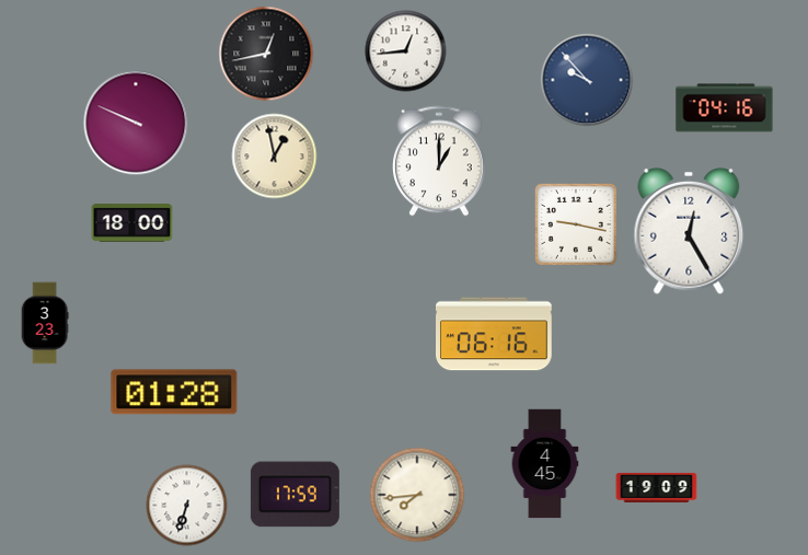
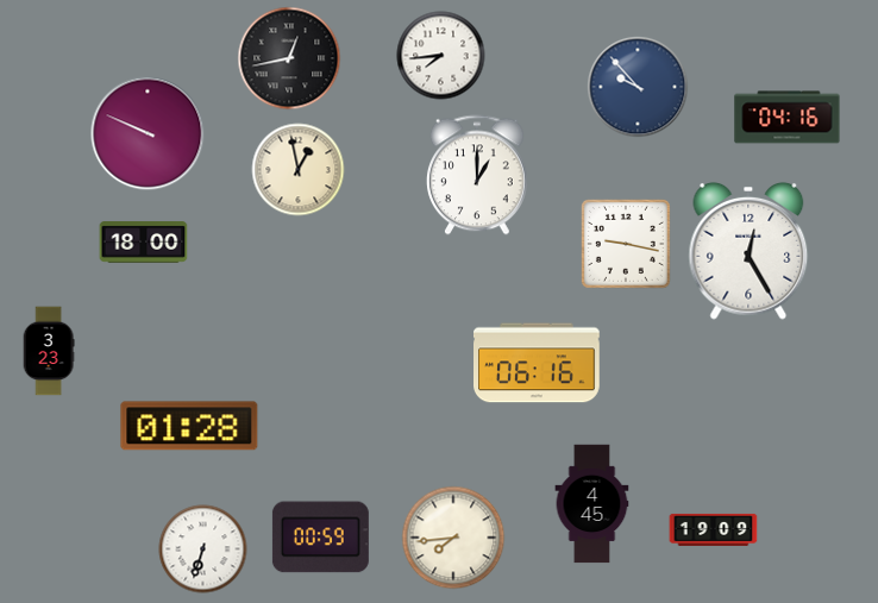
clock at (406, 51): 12:44 -> 7:44
clock at (295, 495): 17:59 -> 00:59
